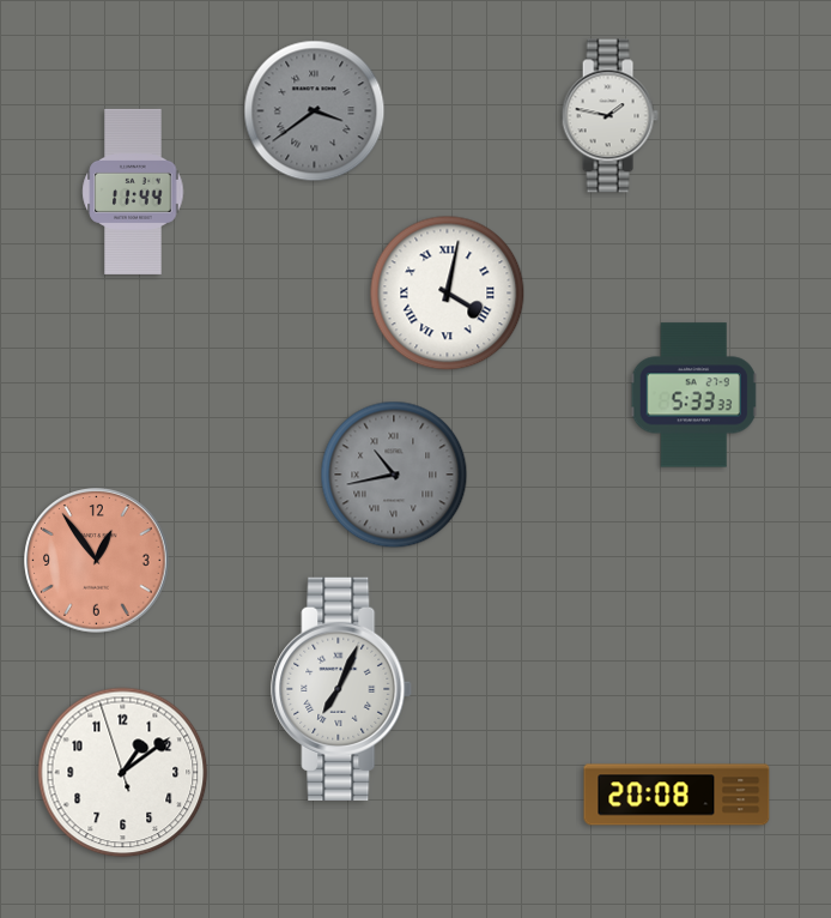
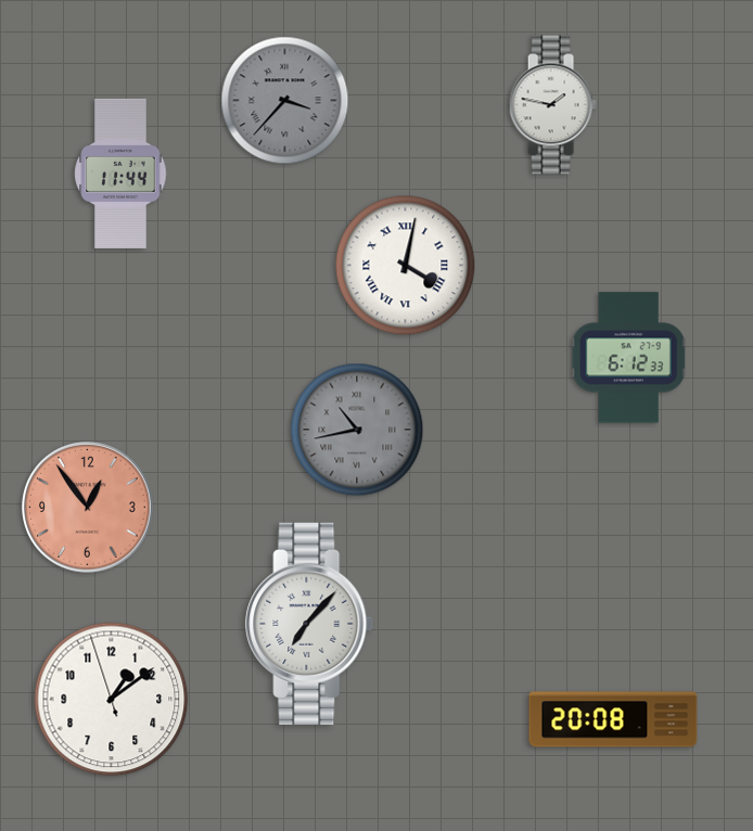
clock at (315, 111): 3:39 -> 3:37
clock at (694, 395): 5:33 -> 6:12
clock at (342, 689): 7:04 -> 7:07
